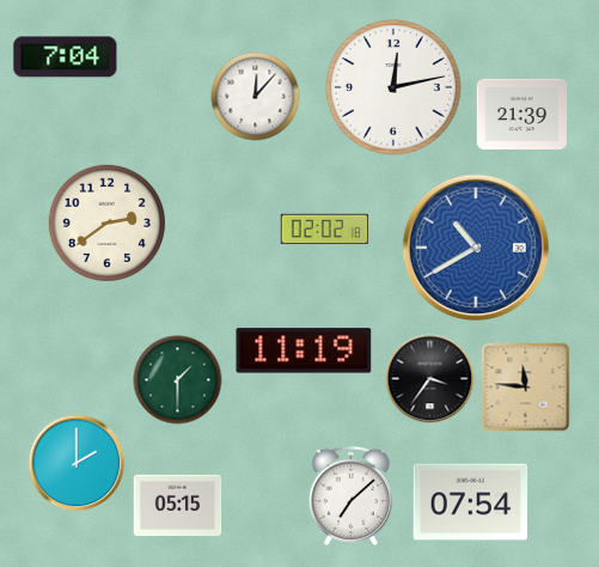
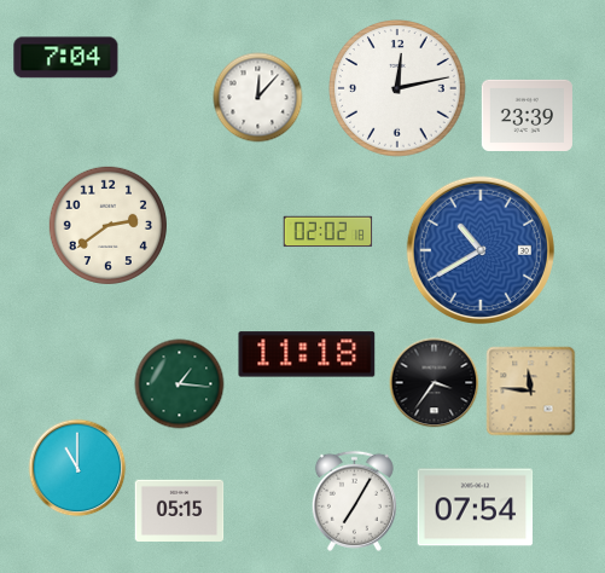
clock at (521, 114): 21:39 -> 23:39
clock at (304, 350): 11:19 -> 11:18
clock at (178, 380): 1:30 -> 1:16
clock at (77, 463): 2:00 -> 11:00
clock at (350, 495): 7:08 -> 7:05
